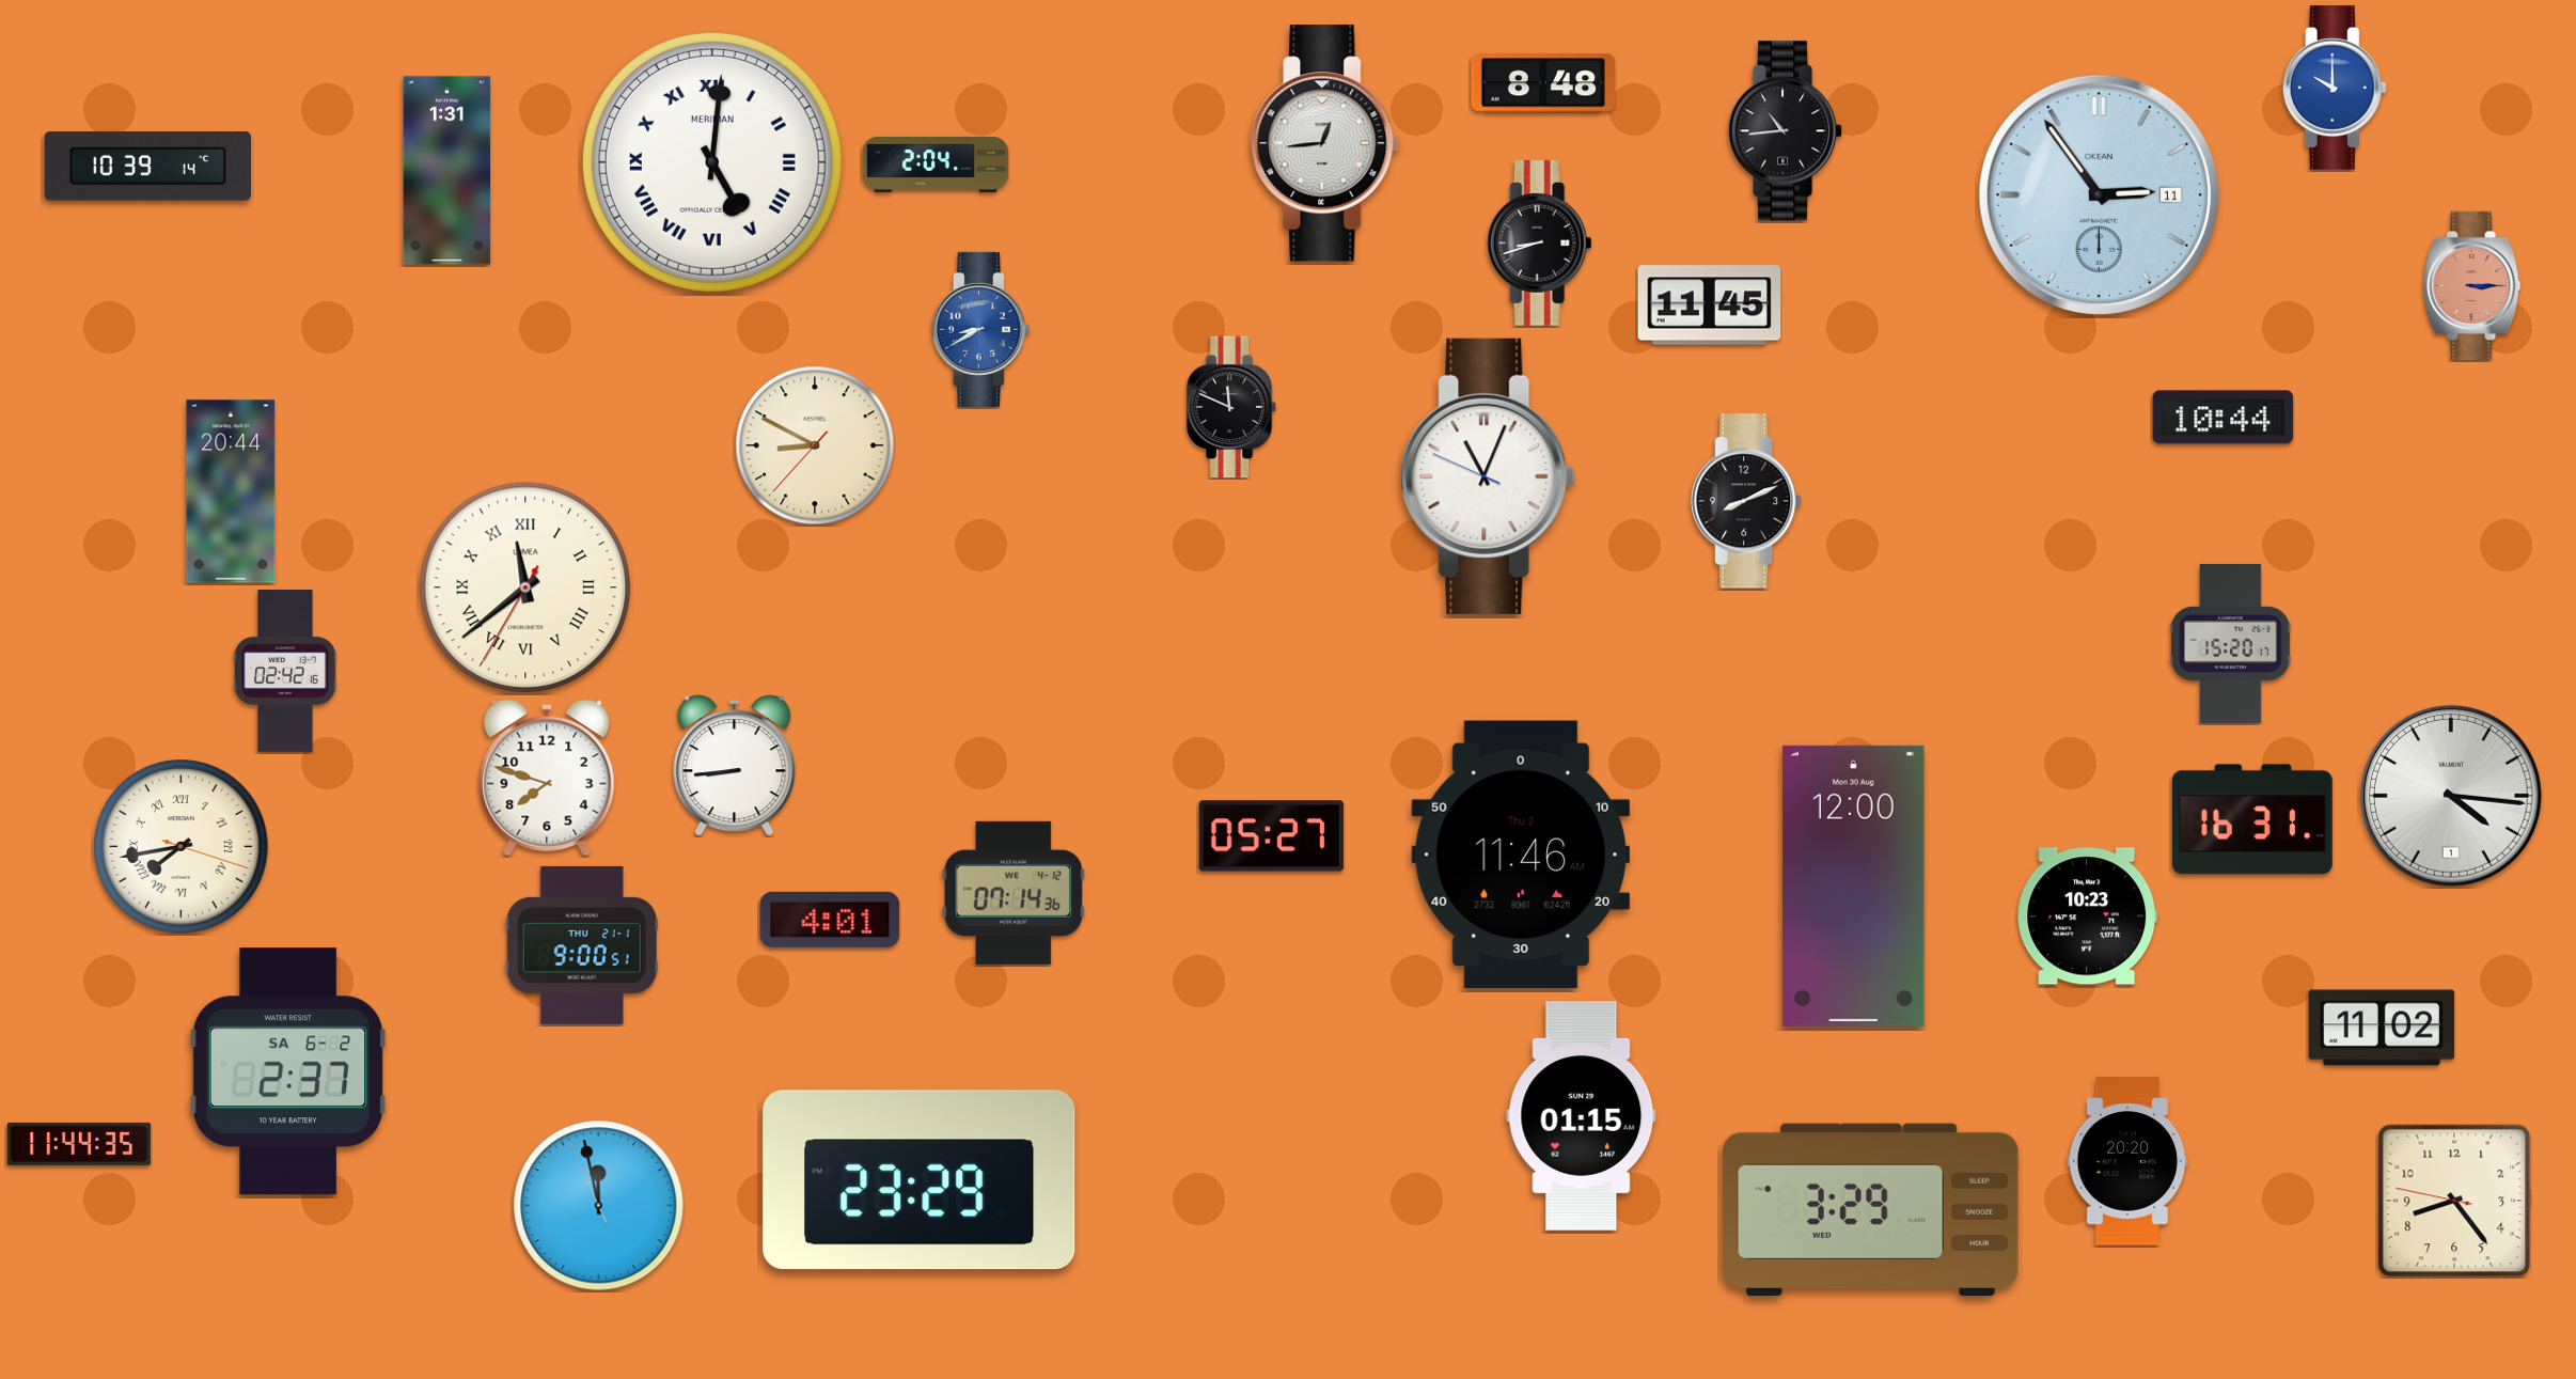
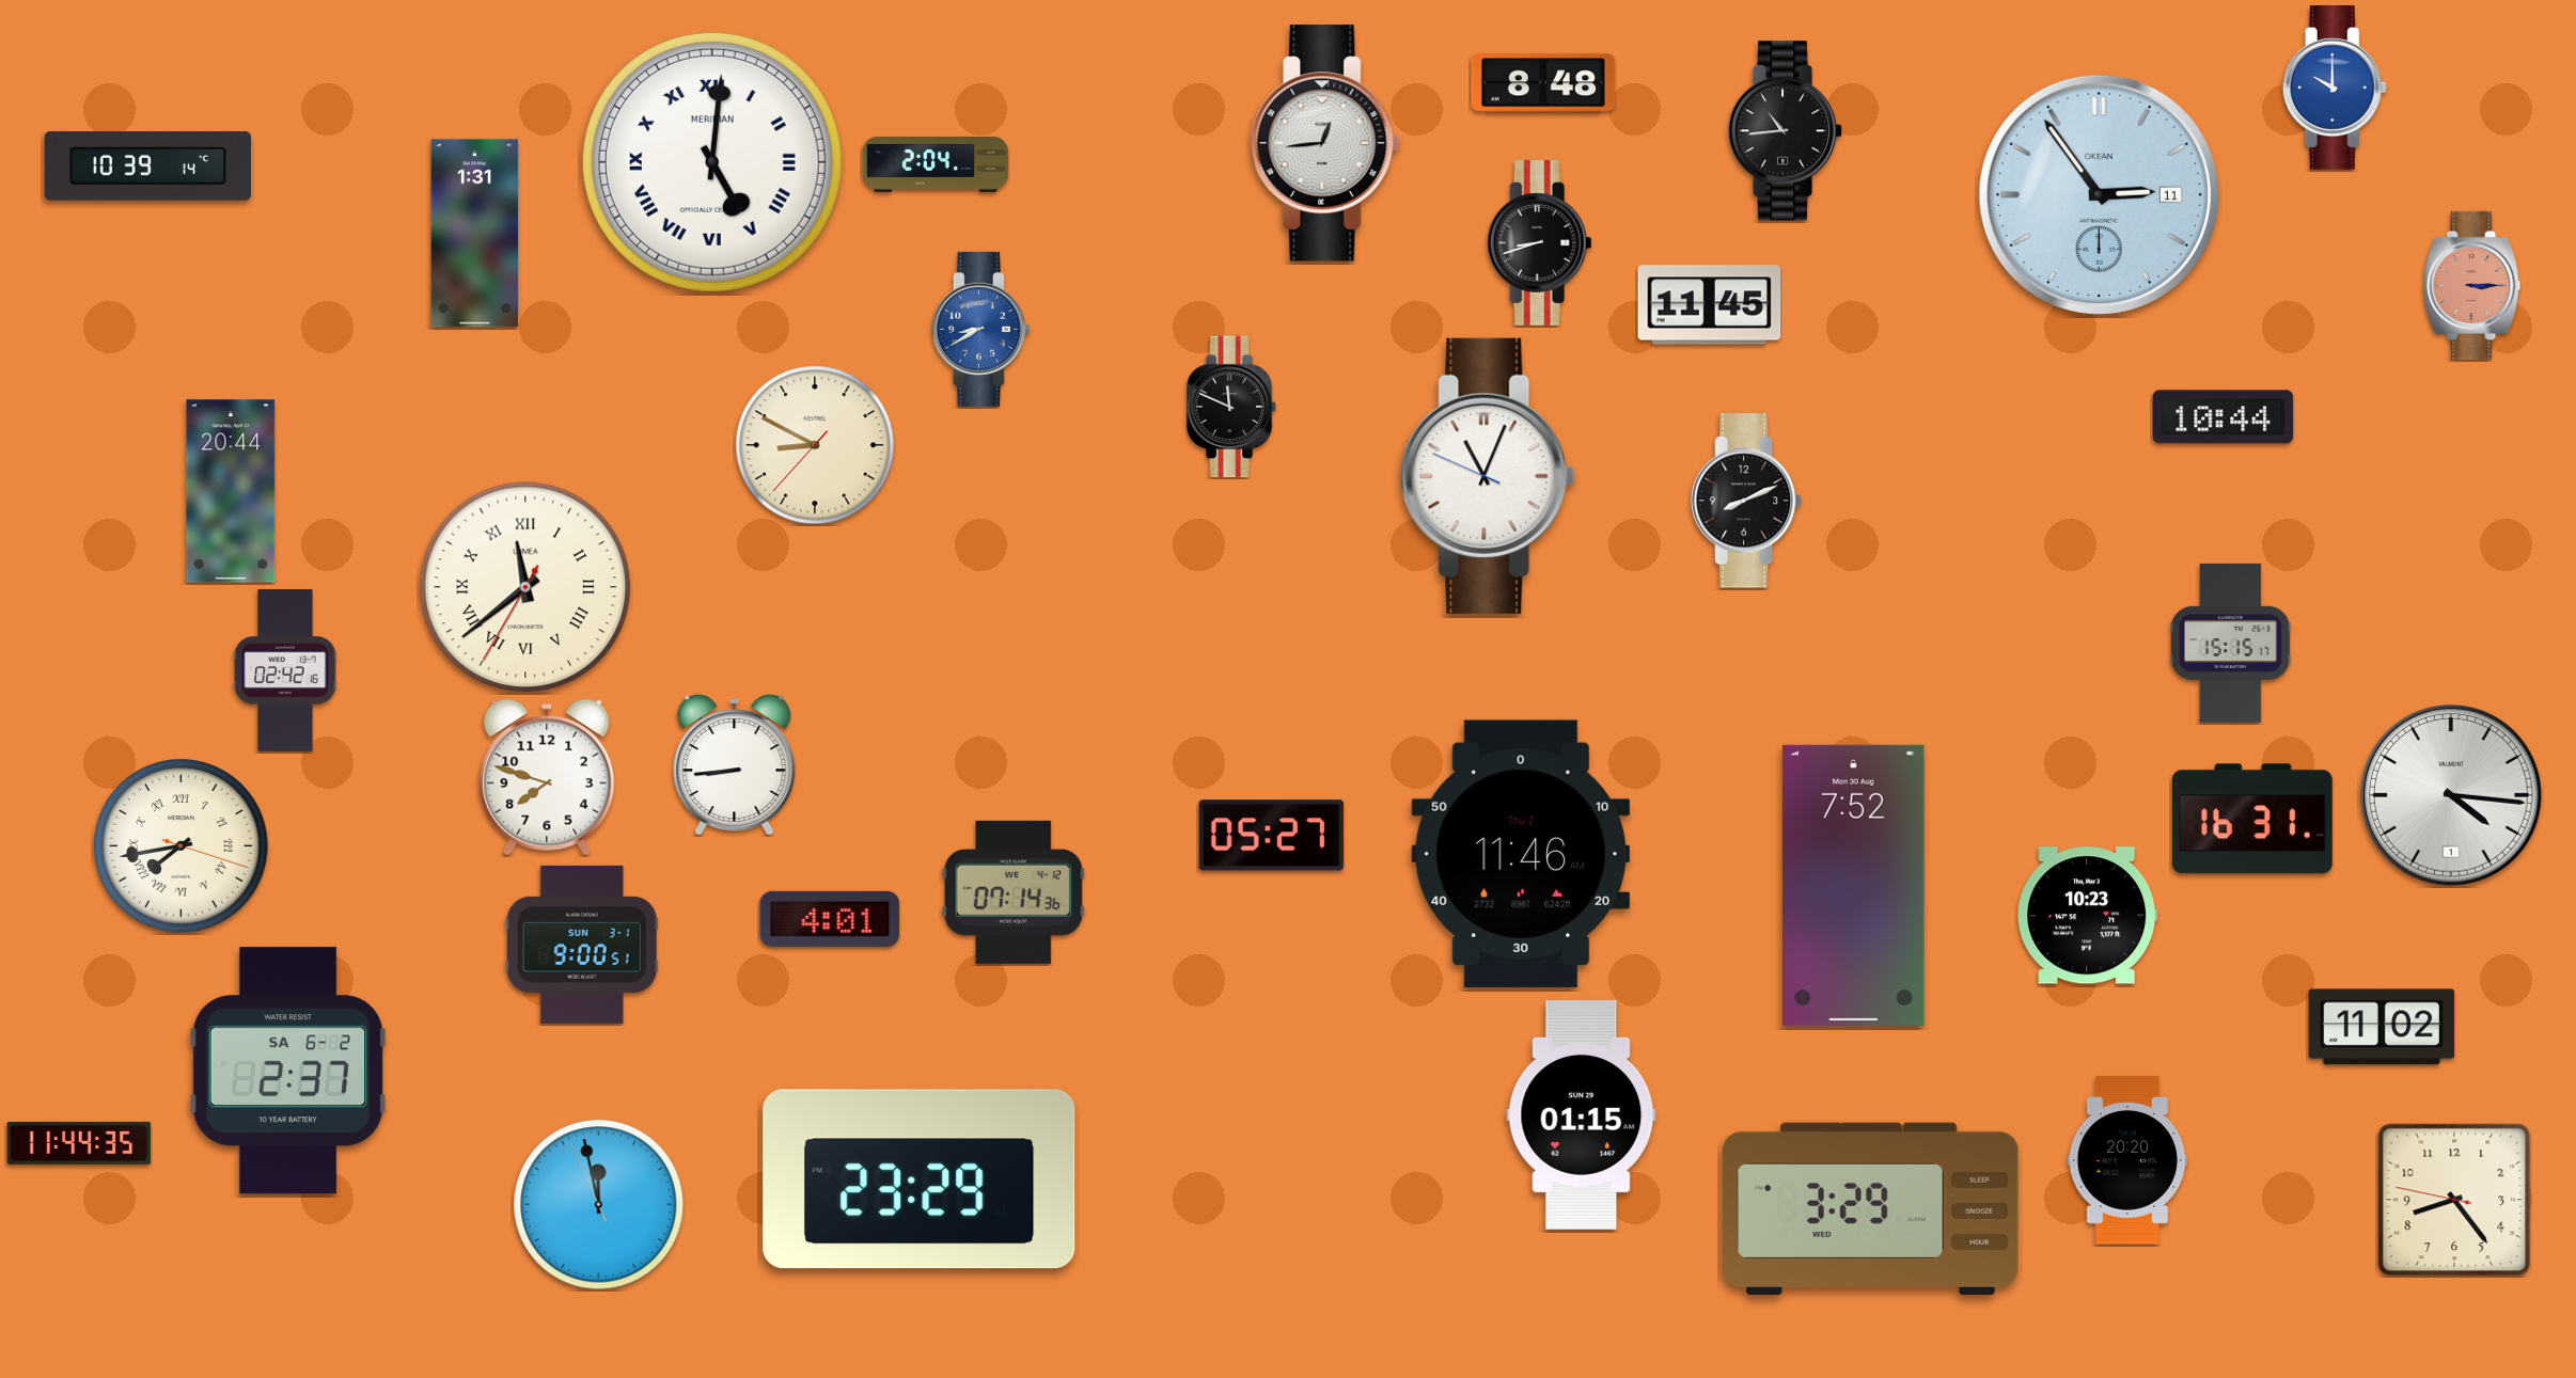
clock at (447, 171) position: (447, 171) -> (475, 234)
clock at (2231, 643): 15:20 -> 15:15
clock at (1853, 886): 12:00 -> 7:52
clock at (582, 945) date: THU 21-1 -> SUN 3-1
